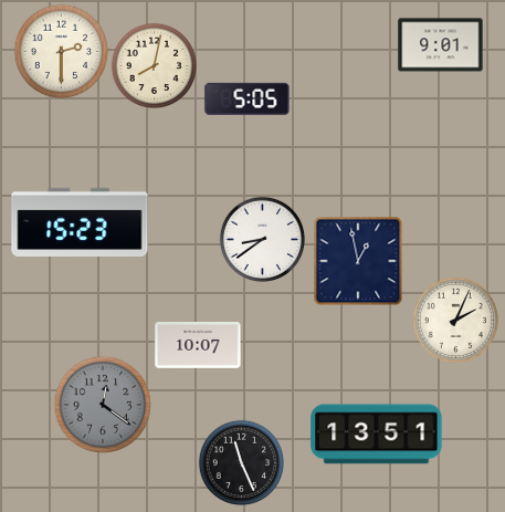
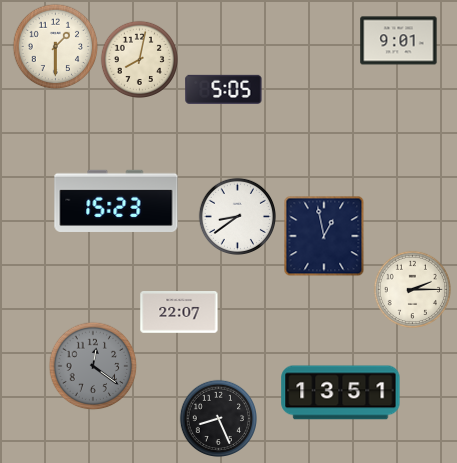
clock at (61, 51): 2:30 -> 1:30
clock at (80, 222) position: (80, 222) -> (116, 201)
clock at (455, 320): 2:04 -> 2:15
clock at (198, 345): 10:07 -> 22:07
clock at (241, 462): 11:26 -> 8:26
